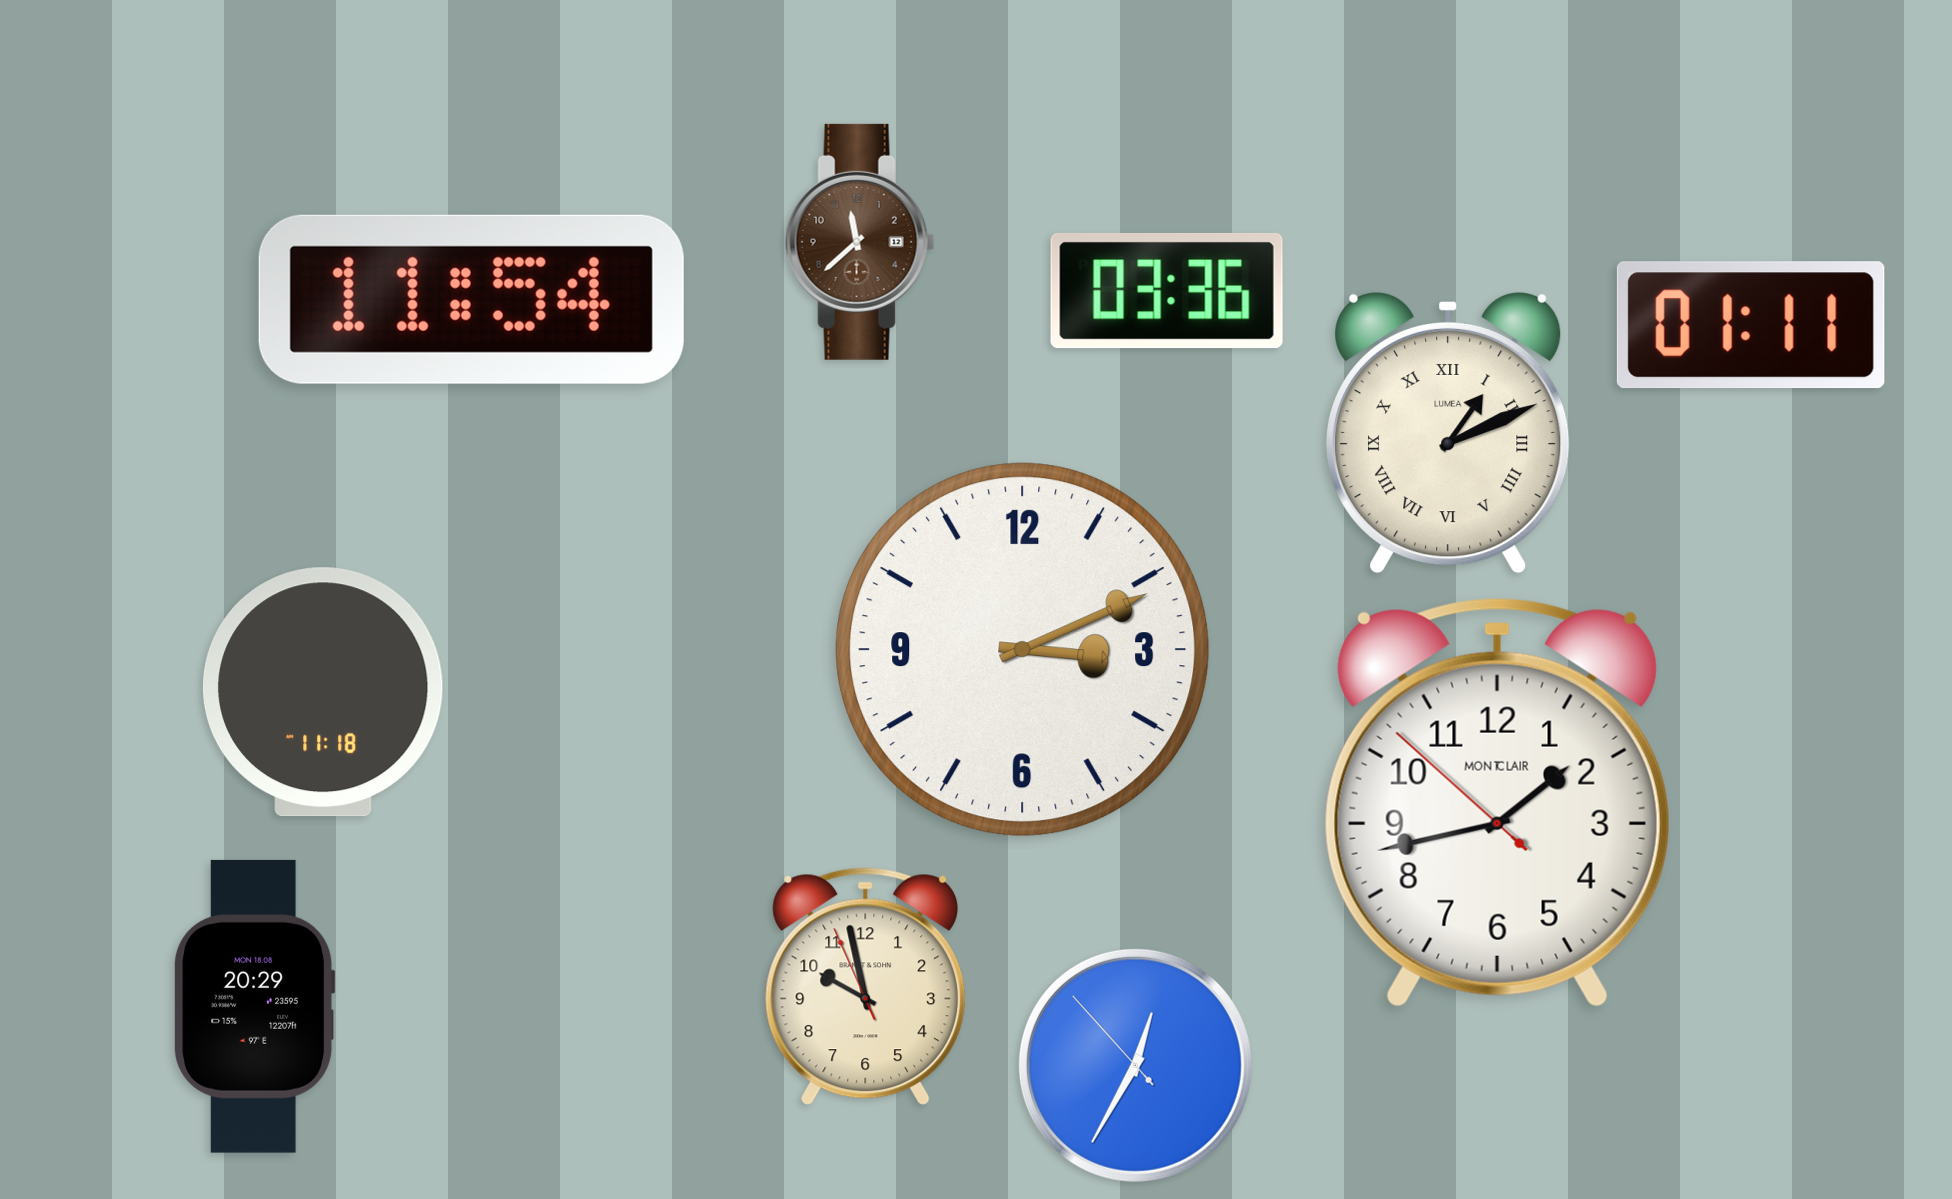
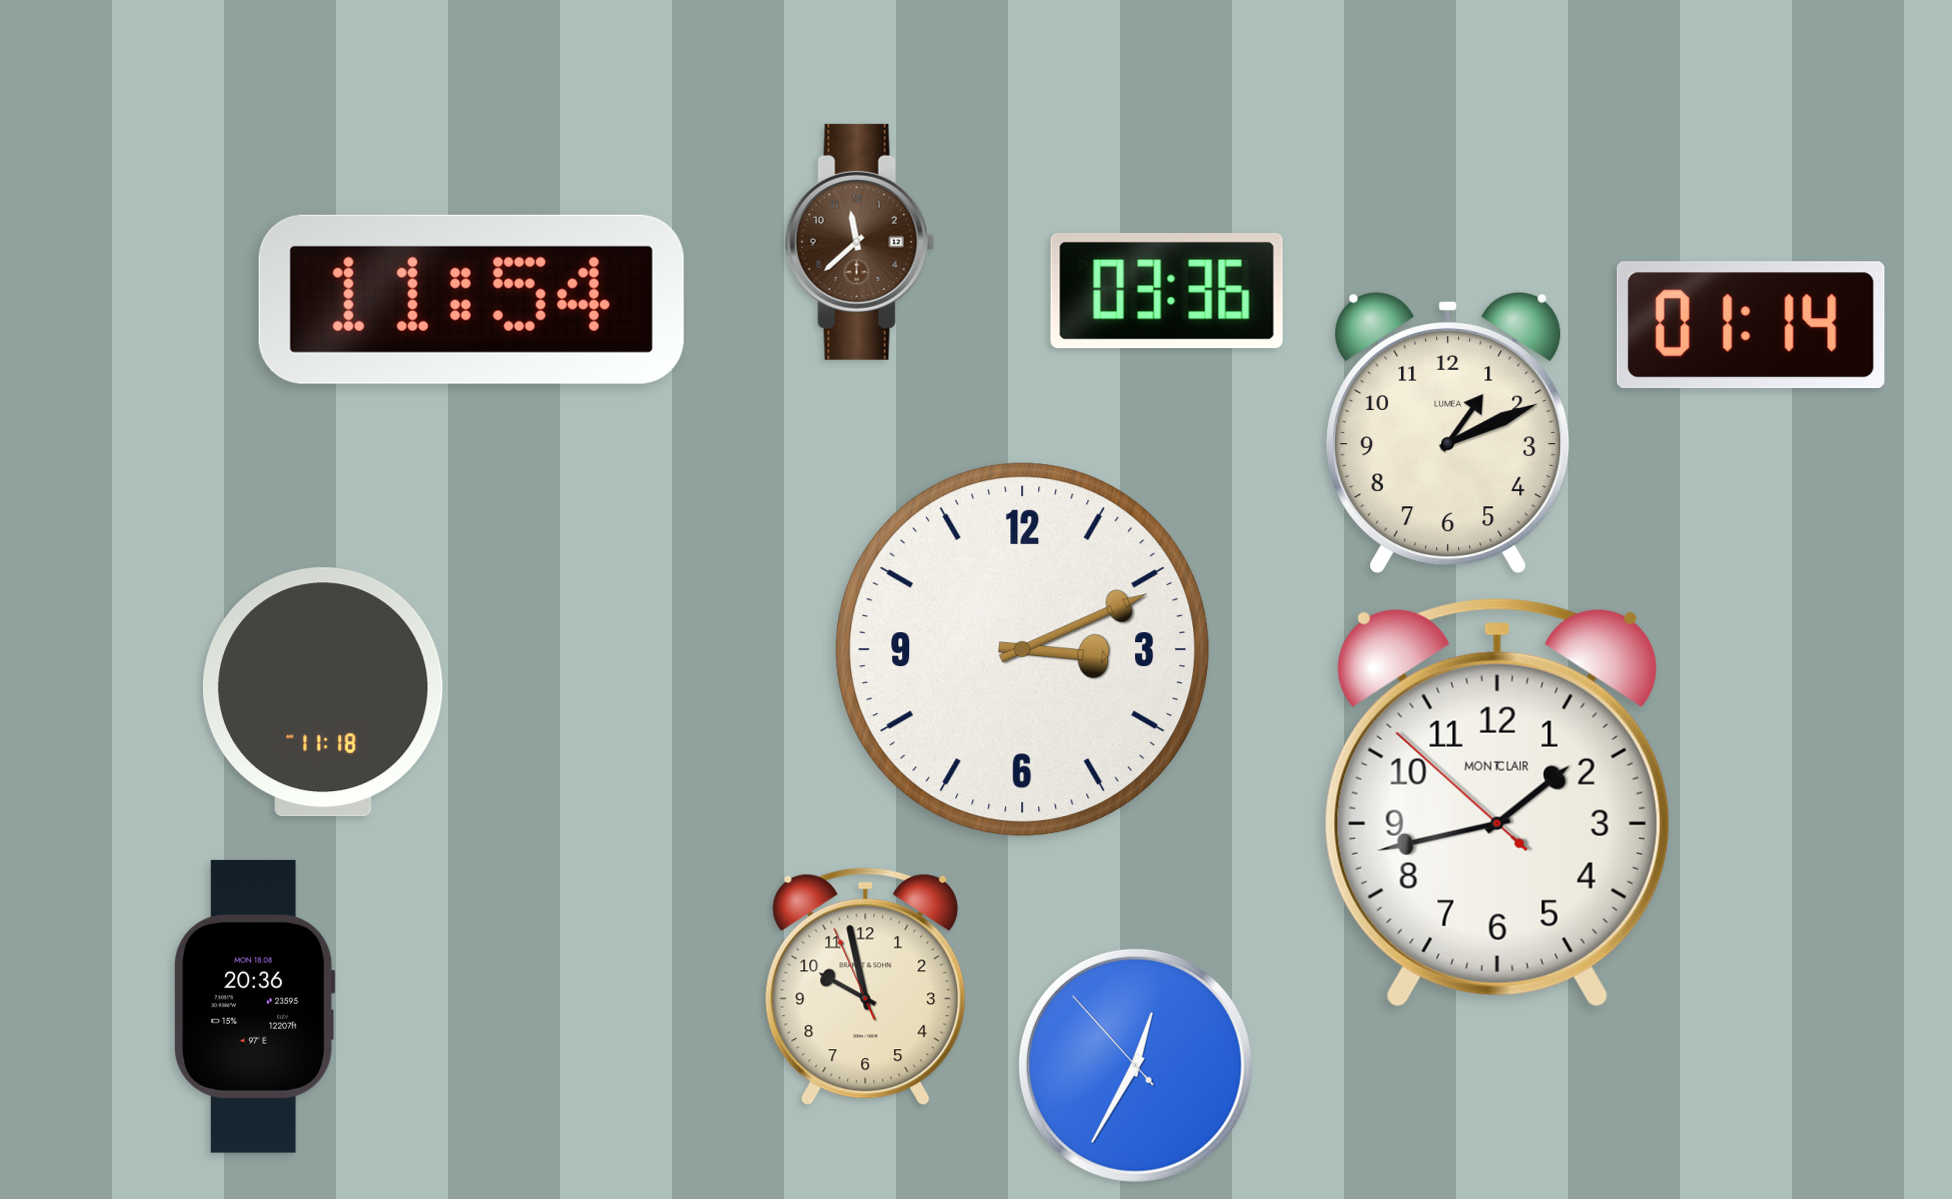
clock at (1751, 325): 01:11 -> 01:14
clock at (1449, 433) numerals: Roman -> Arabic
clock at (255, 1006): 20:29 -> 20:36
